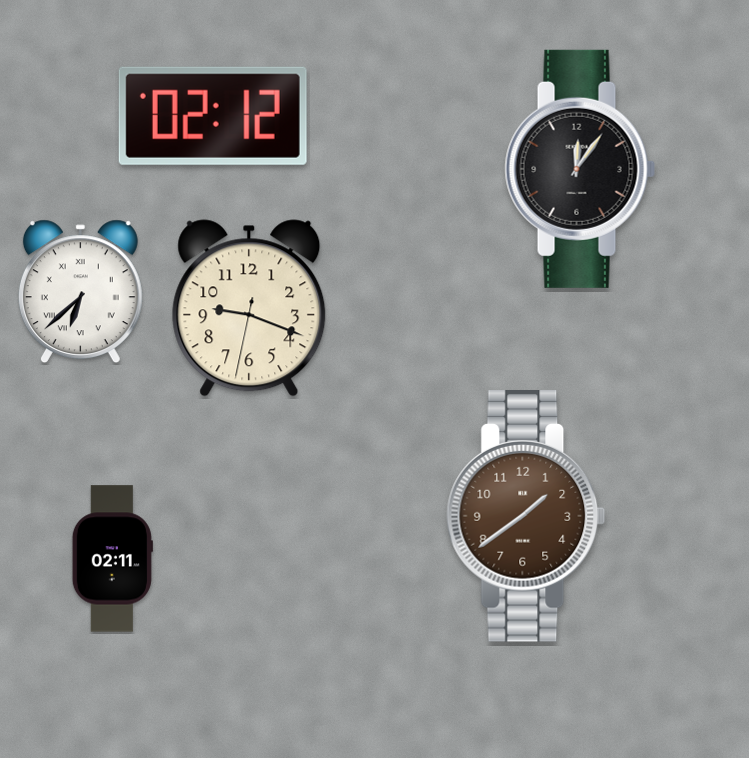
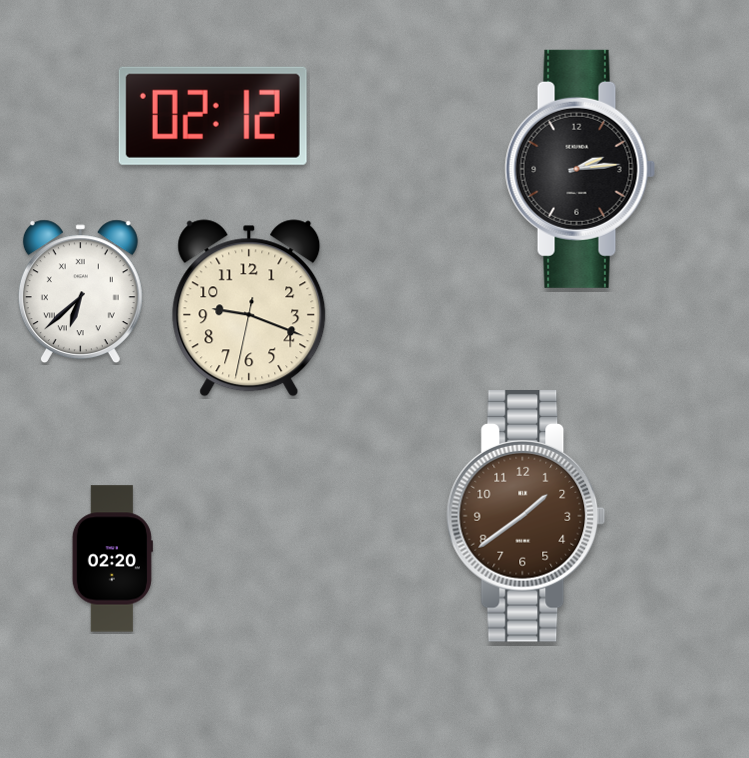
clock at (580, 169): 12:06 -> 2:14
clock at (112, 559): 02:11 -> 02:20
